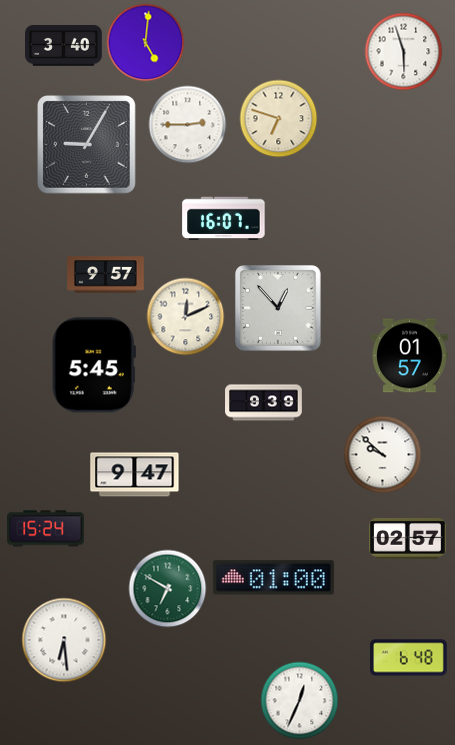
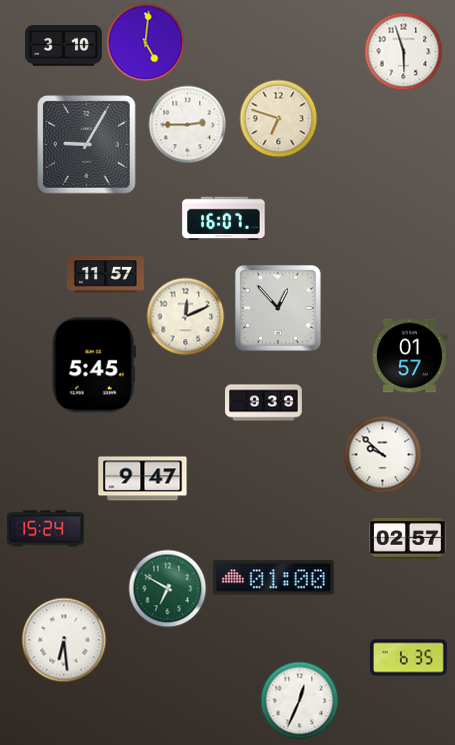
clock at (64, 46): 3:40 -> 3:10
clock at (106, 275): 9:57 -> 11:57
clock at (135, 475) position: (135, 475) -> (143, 479)
clock at (409, 658): 6:48 -> 6:35
